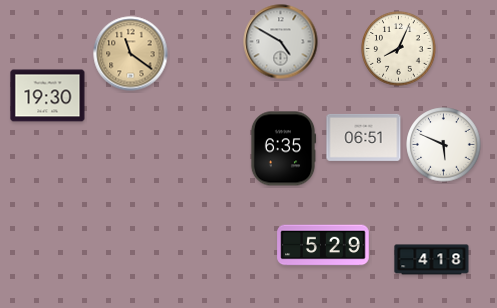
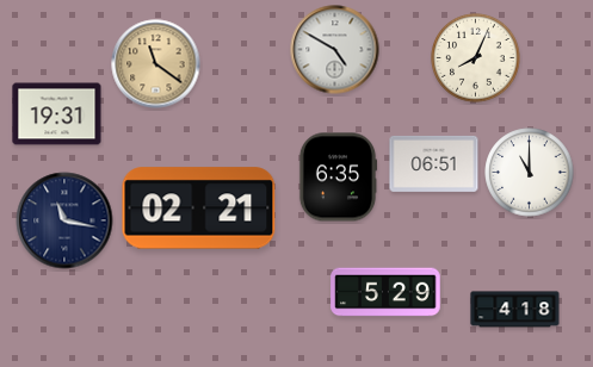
clock at (48, 96): 19:30 -> 19:31
clock at (444, 145): 5:49 -> 11:00
clock at (199, 209): none -> 02:21
clock at (64, 220): none -> 11:17
